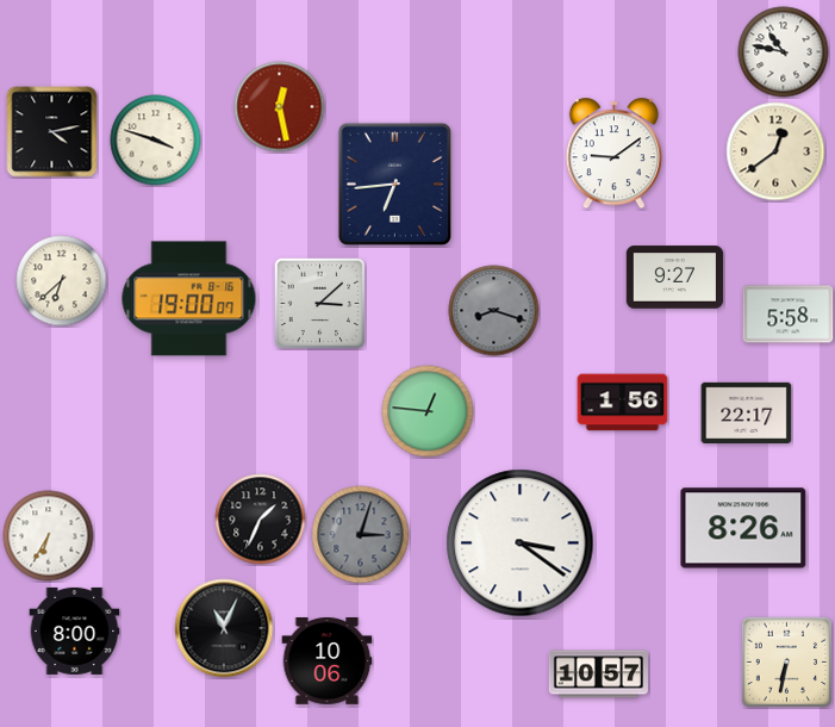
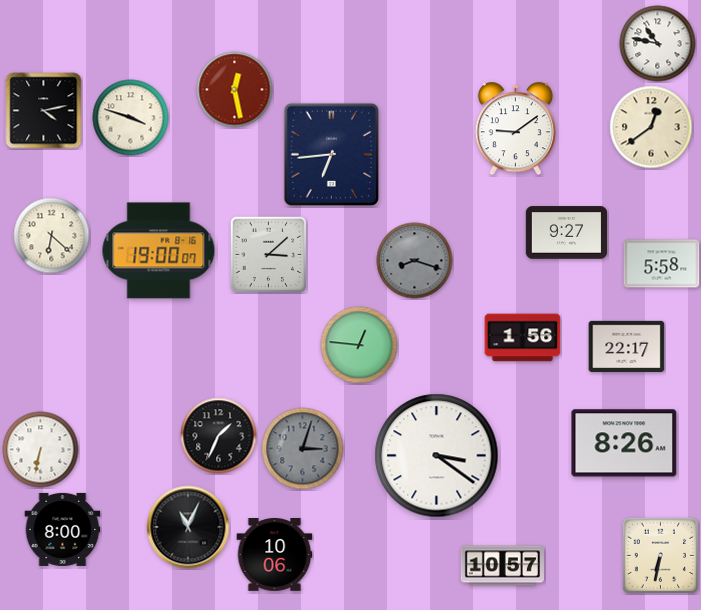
clock at (62, 281): 6:38 -> 6:22
clock at (49, 536): 6:35 -> 6:32
